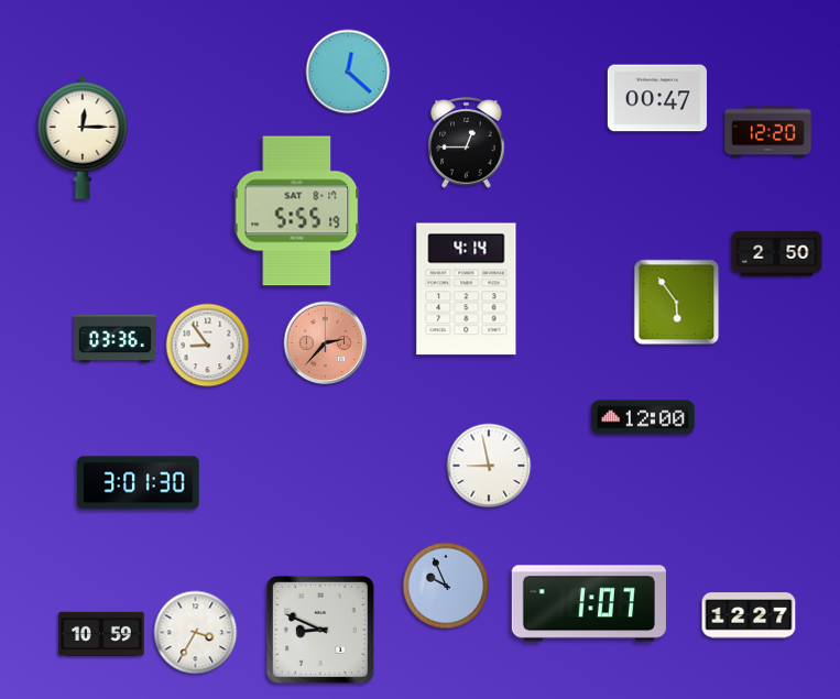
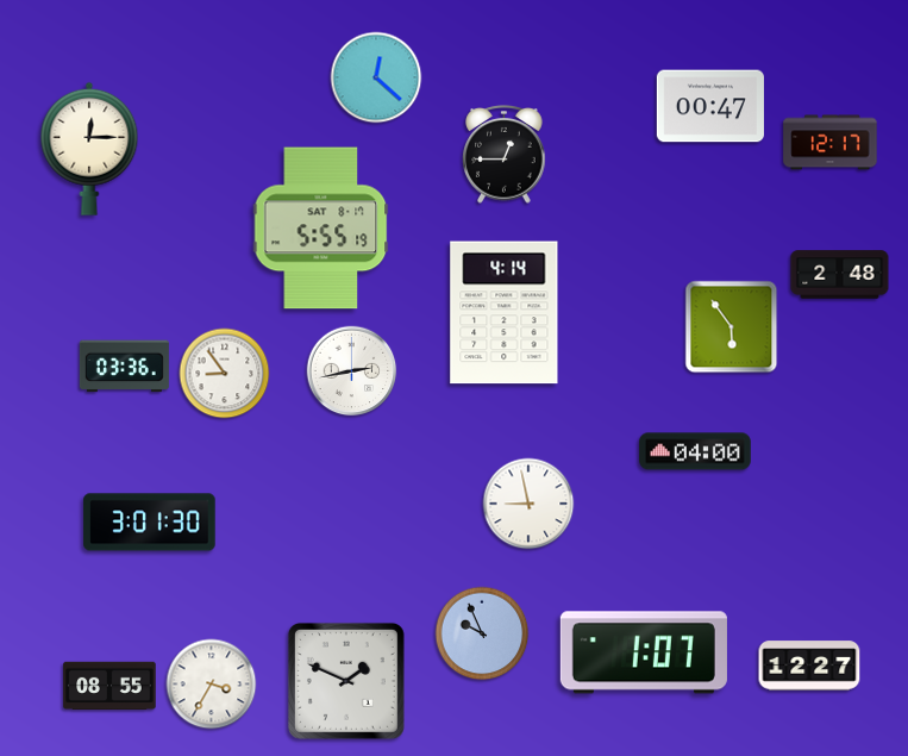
clock at (768, 132): 12:20 -> 12:17
clock at (777, 254): 2:50 -> 2:48
clock at (326, 343): 2:37 -> 2:43
clock at (326, 343) dial: salmon -> white
clock at (643, 417): 12:00 -> 04:00
clock at (589, 603) position: (589, 603) -> (644, 652)
clock at (320, 630): 8:49 -> 1:49
clock at (101, 634): 10:59 -> 08:55
